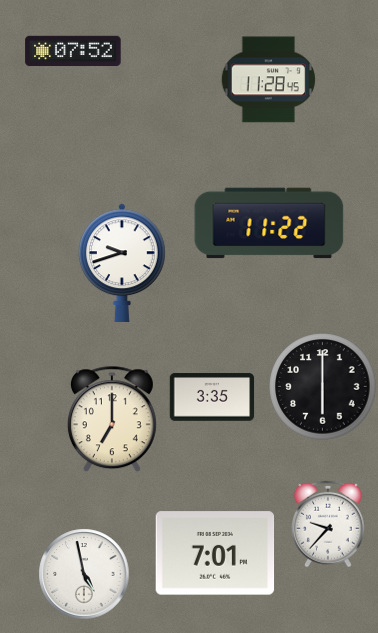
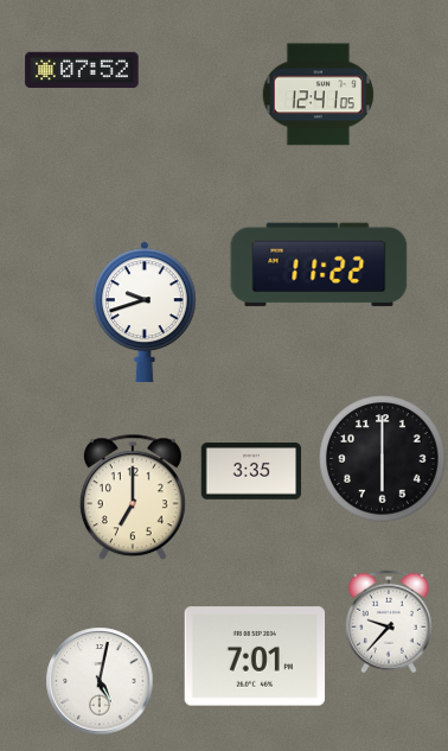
clock at (73, 51) position: (73, 51) -> (82, 70)
clock at (268, 80): 11:28 -> 12:41
clock at (84, 574): 4:58 -> 5:02
